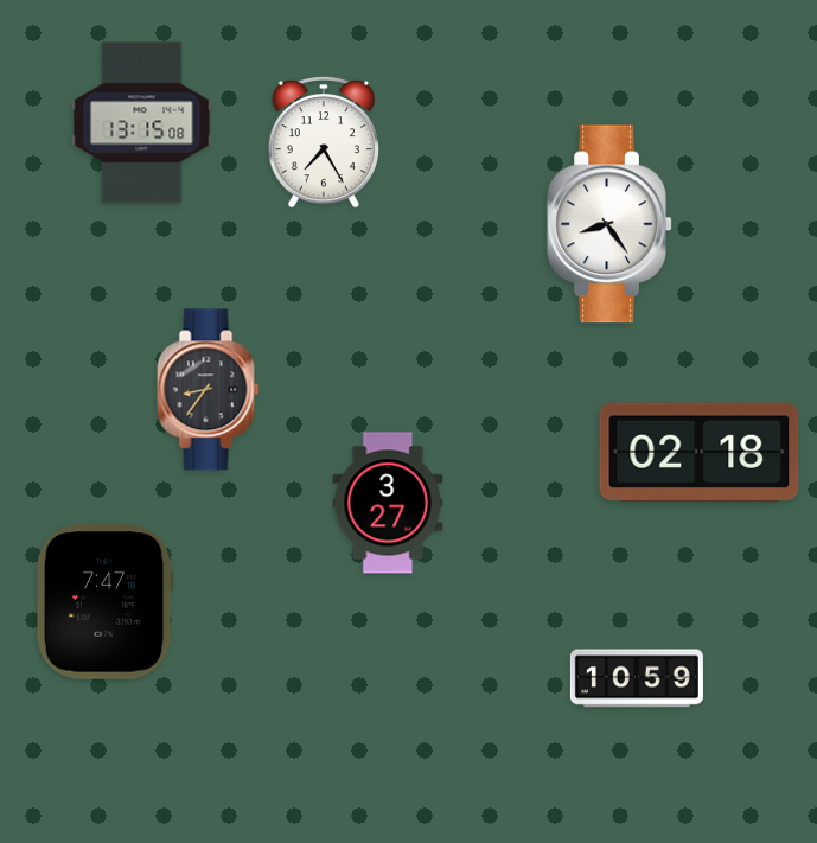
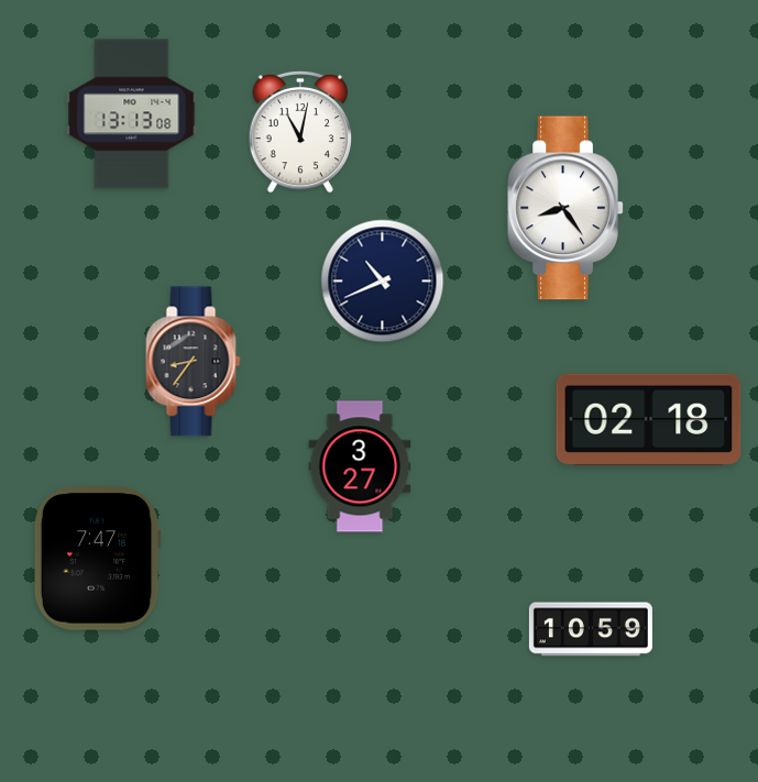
clock at (142, 123): 13:15 -> 13:13
clock at (323, 142): 7:25 -> 11:02
clock at (383, 282): none -> 10:41
